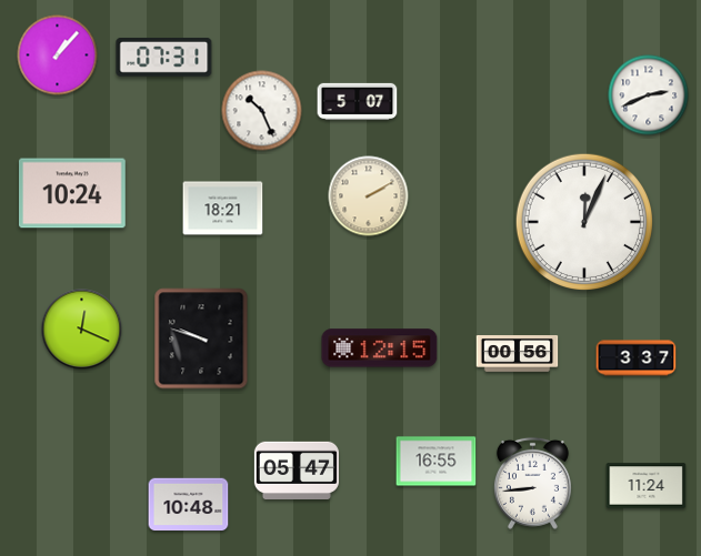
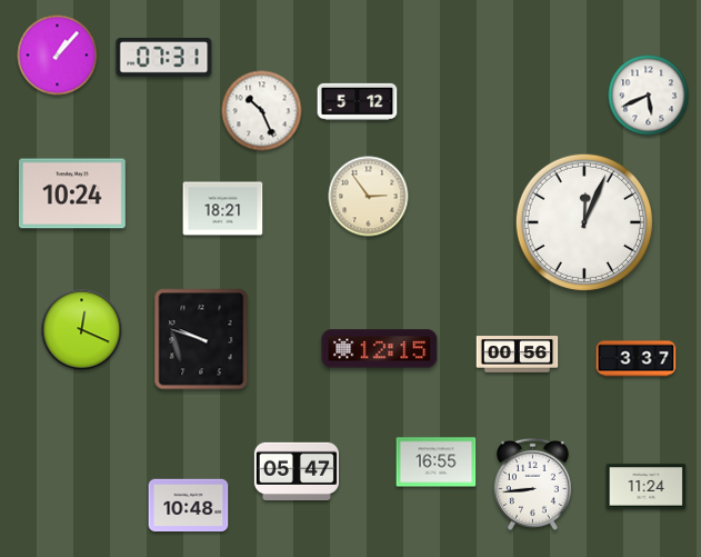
clock at (649, 95): 2:41 -> 5:41
clock at (358, 101): 5:07 -> 5:12
clock at (369, 196): 2:10 -> 2:54
